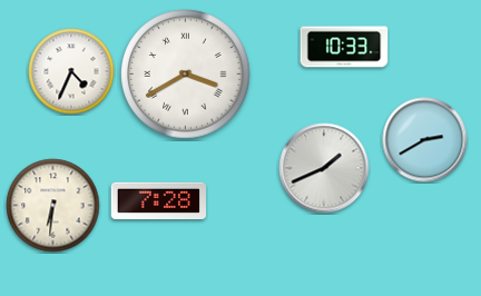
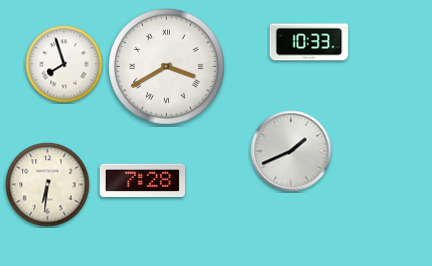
clock at (71, 71): 4:34 -> 7:57
clock at (425, 140): 2:40 -> none
